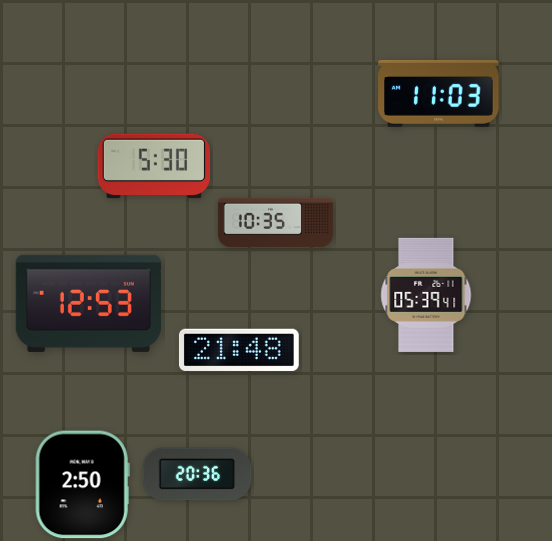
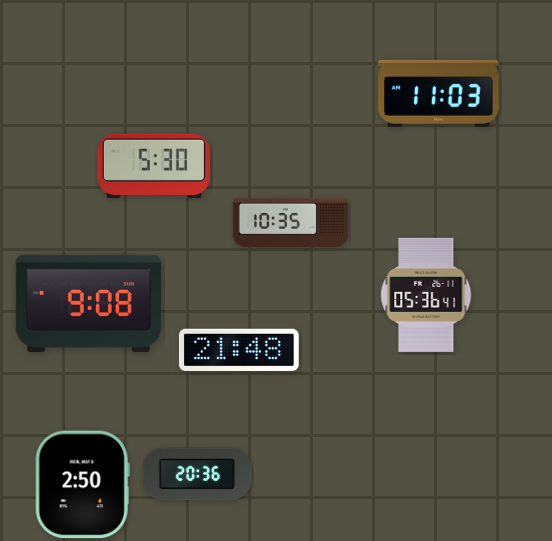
clock at (275, 222) position: (275, 222) -> (290, 222)
clock at (426, 295): 05:39 -> 05:36
clock at (88, 303): 12:53 -> 9:08
